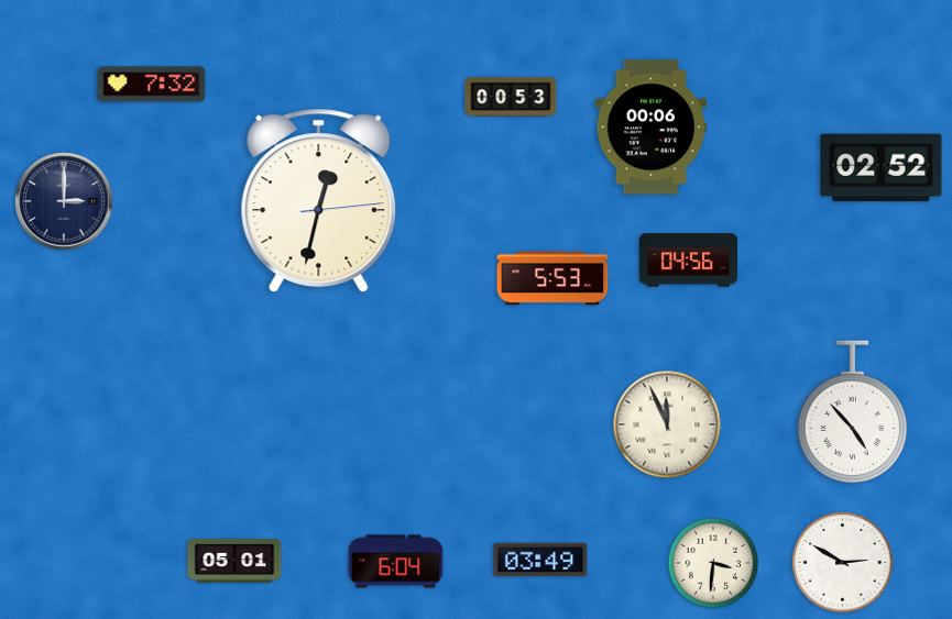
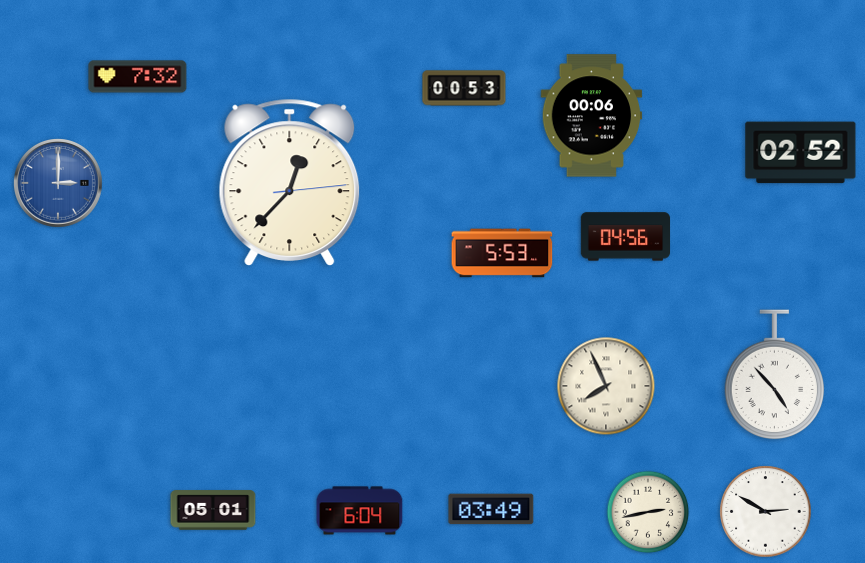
clock at (319, 200): 12:32 -> 12:37
clock at (65, 202) dial: navy -> blue
clock at (667, 424): 11:56 -> 7:56
clock at (713, 563): 3:31 -> 2:43
